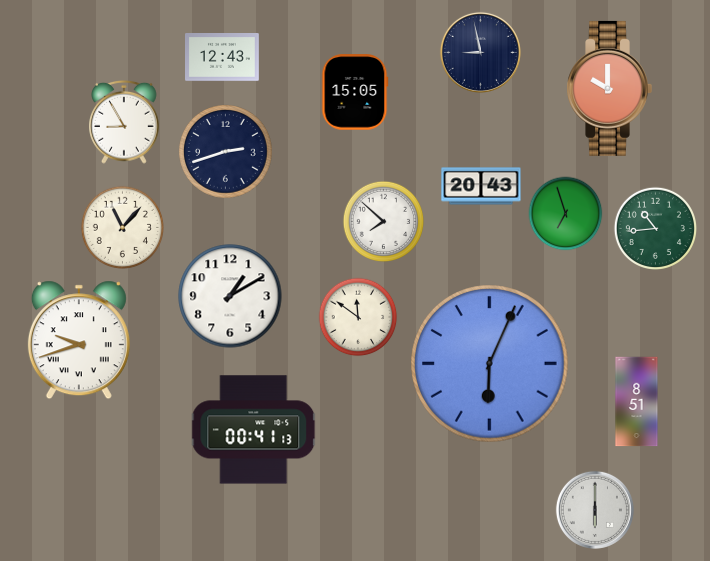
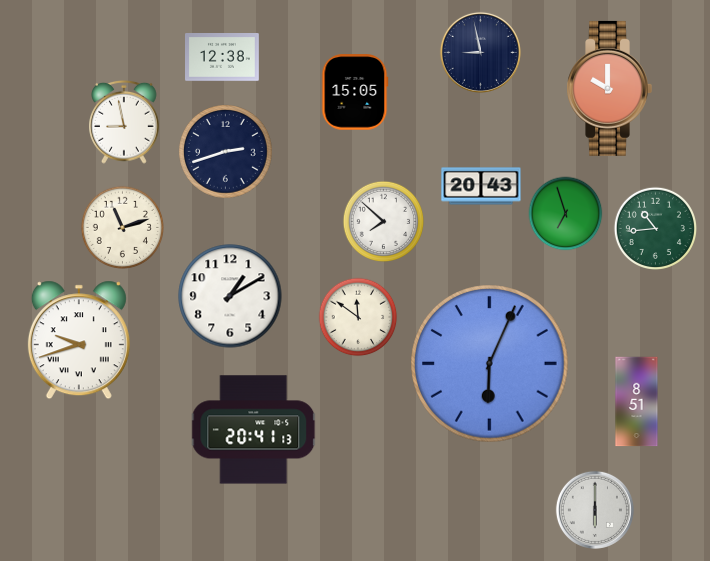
clock at (223, 58): 12:43 -> 12:38
clock at (125, 122): 8:55 -> 8:58
clock at (122, 227): 11:07 -> 11:12
clock at (254, 430): 00:41 -> 20:41
